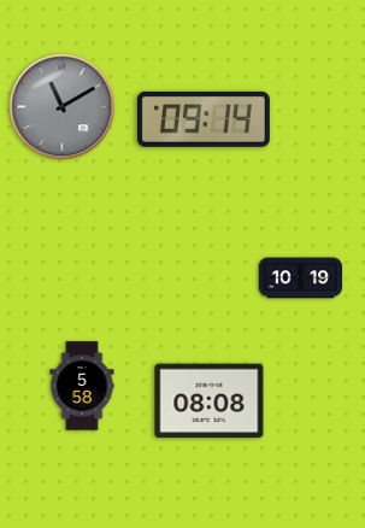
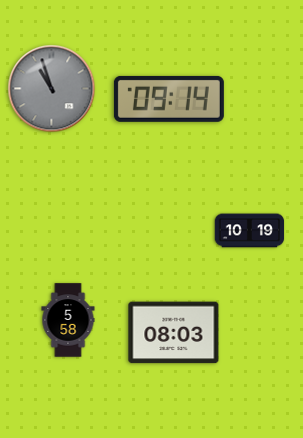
clock at (63, 107): 11:10 -> 10:57
clock at (210, 401): 08:08 -> 08:03
